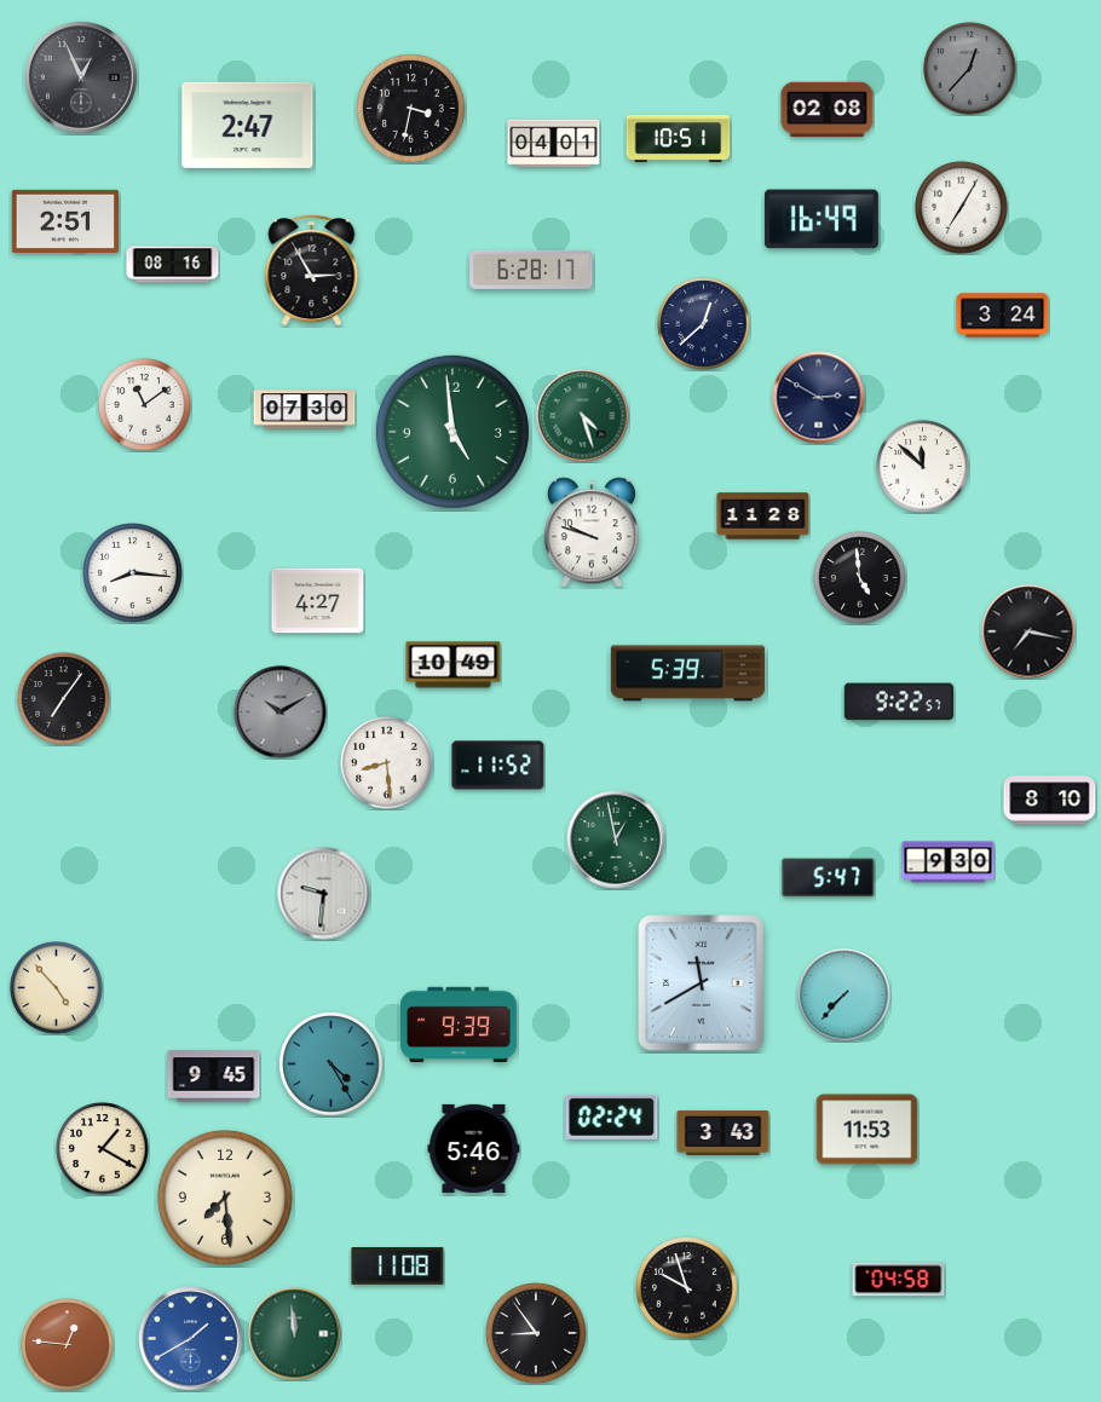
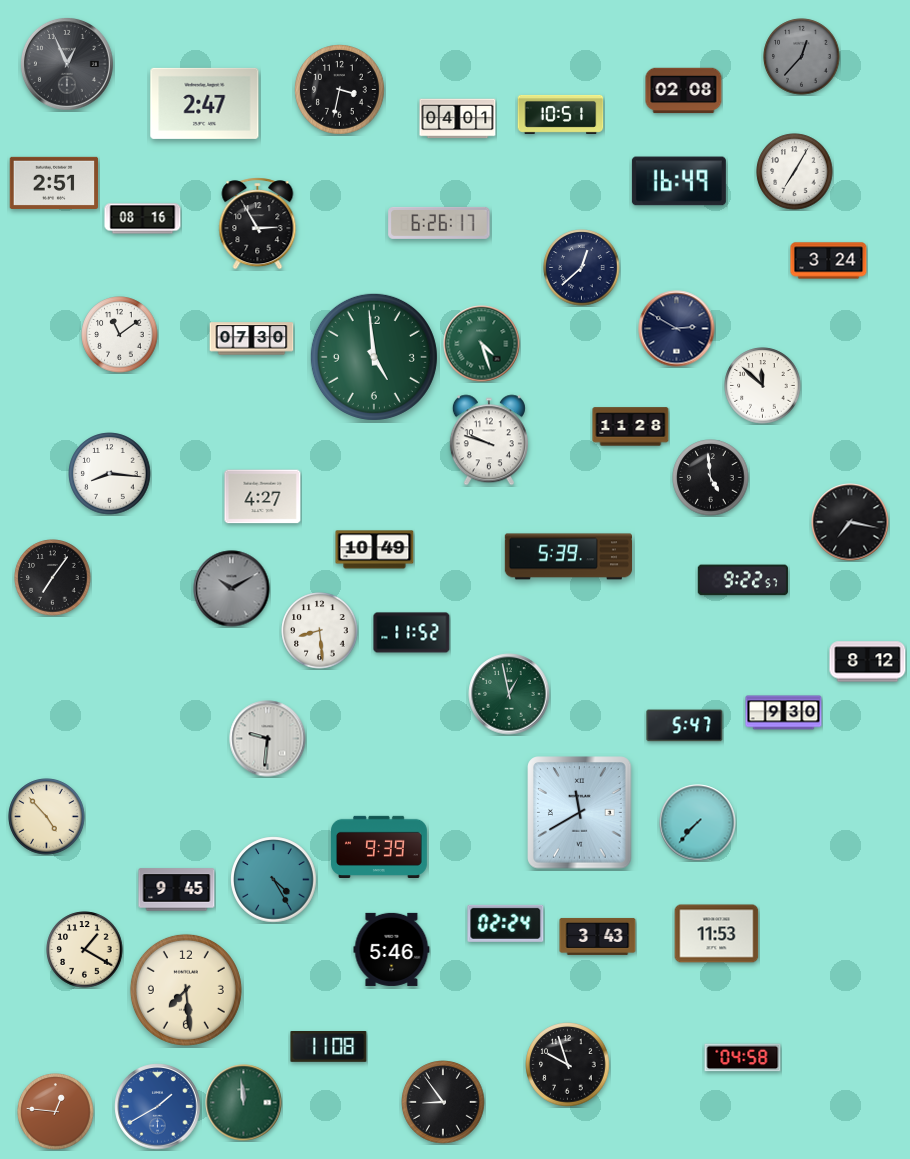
clock at (531, 270): 6:28 -> 6:26
clock at (1050, 801): 8:10 -> 8:12
